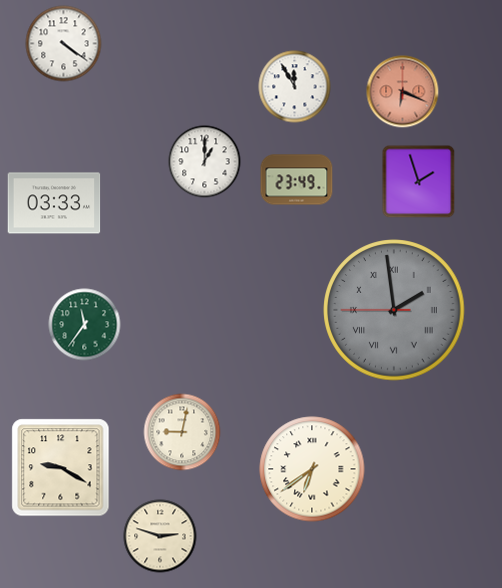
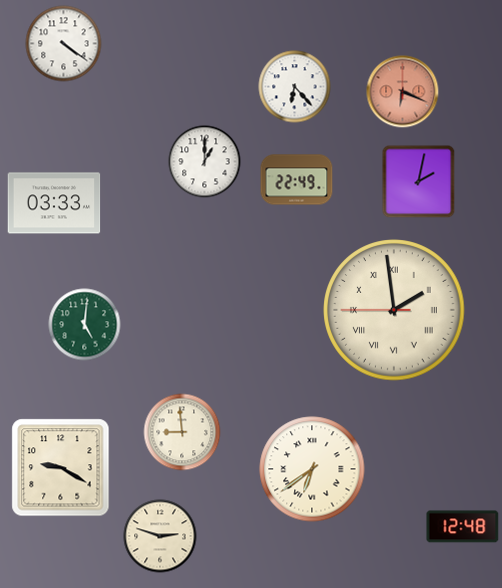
clock at (295, 87): 11:55 -> 6:23
clock at (297, 180): 23:49 -> 22:49
clock at (419, 182): 1:57 -> 2:02
clock at (394, 310) dial: grey -> cream
clock at (85, 325): 11:36 -> 5:01
clock at (182, 432): 9:02 -> 8:59
clock at (463, 527): none -> 12:48
